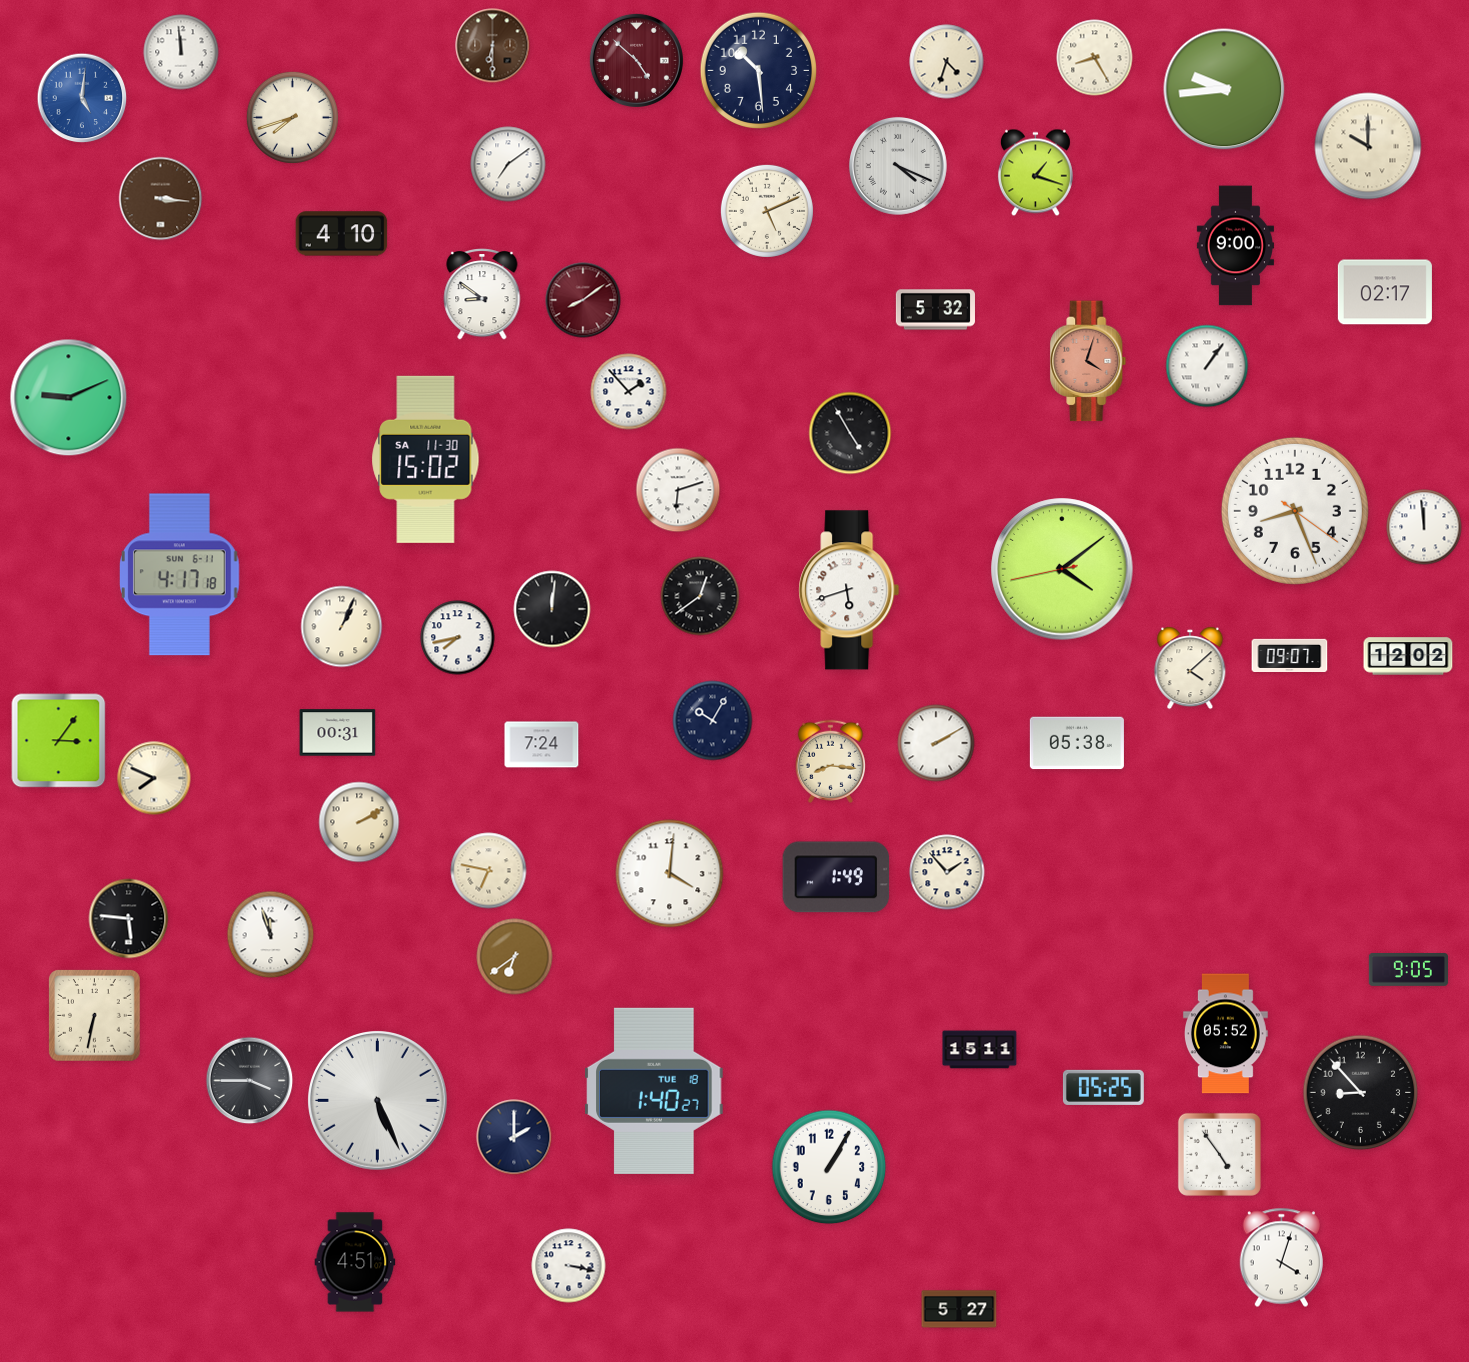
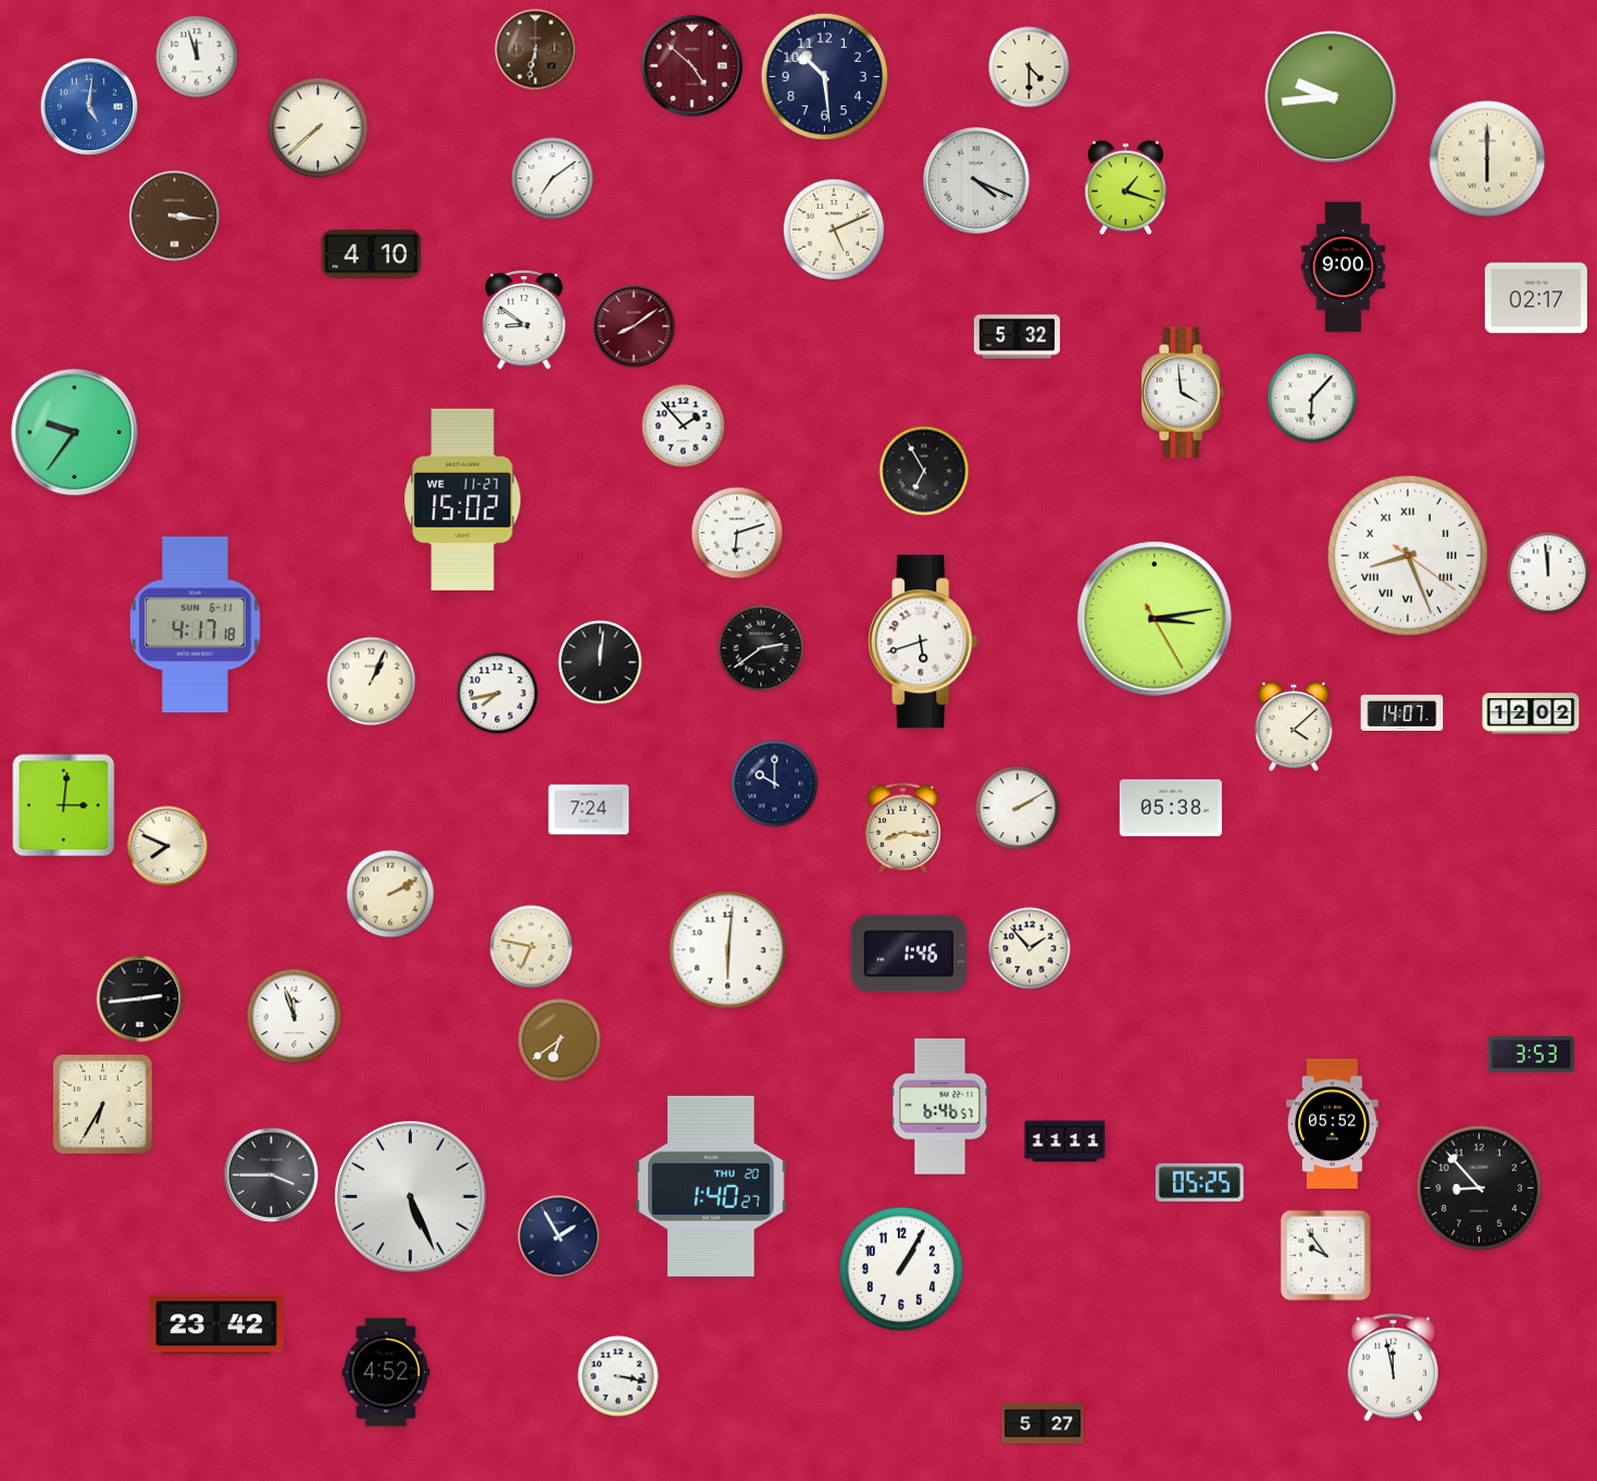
clock at (493, 46): 6:30 -> 6:32
clock at (181, 52): 11:59 -> 11:57
clock at (1095, 58): 8:25 -> none
clock at (947, 62): 4:33 -> 4:30
clock at (292, 117): 7:42 -> 7:38
clock at (1368, 146): 10:00 -> 6:00
clock at (1385, 292) position: (1385, 292) -> (1536, 298)
clock at (1088, 361): 4:03 -> 3:59
clock at (1088, 361) dial: salmon -> white
clock at (1207, 366): 1:06 -> 6:07
clock at (69, 398): 9:11 -> 9:36
clock at (850, 433): 4:55 -> 6:55
clock at (426, 459) date: SA 11-30 -> WE 11-27
clock at (1295, 511) numerals: Arabic -> Roman
clock at (1062, 569): 4:08 -> 3:13
clock at (700, 596): 12:39 -> 2:39
clock at (1290, 655): 09:07 -> 14:07
clock at (713, 721): 10:05 -> 10:00
clock at (338, 733): 00:31 -> none
clock at (59, 741): 3:06 -> 3:01
clock at (670, 874): 4:01 -> 6:01
clock at (836, 877): 1:49 -> 1:46
clock at (129, 919): 5:46 -> 2:44
clock at (1408, 970): 9:05 -> 3:53
clock at (95, 1016): 6:32 -> 6:35
clock at (940, 1106): none -> 6:46
clock at (980, 1050): 15:11 -> 11:11
clock at (654, 1091) date: TUE 18 -> THU 20
clock at (514, 1137): 2:00 -> 1:55
clock at (1219, 1154): 4:54 -> 9:54
clock at (216, 1324): none -> 23:42
clock at (1281, 1258): 4:03 -> 11:58
clock at (355, 1262): 4:51 -> 4:52
